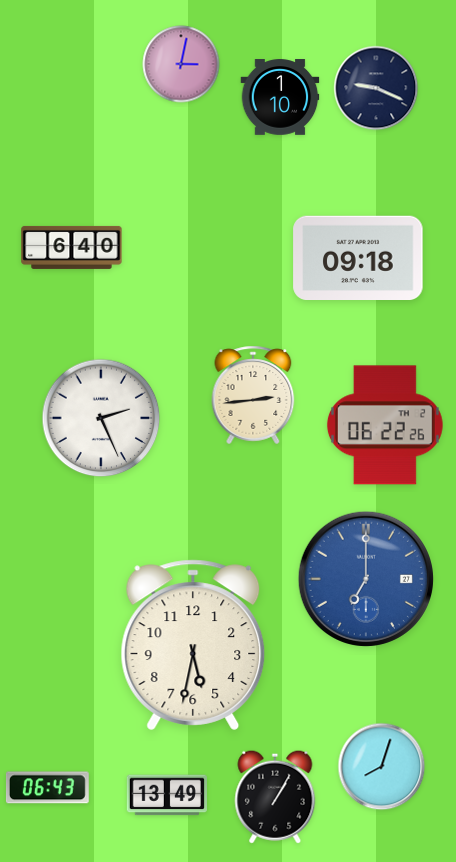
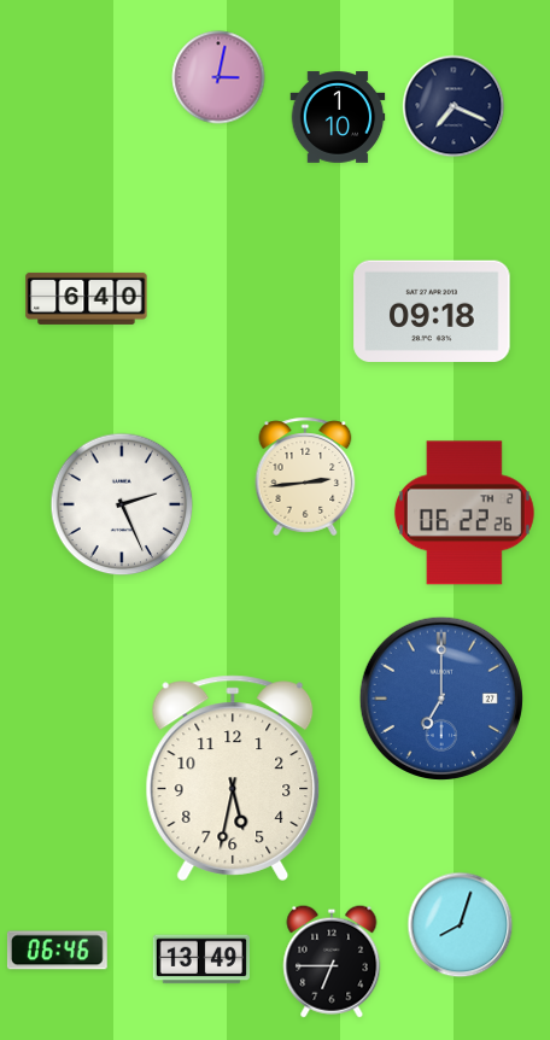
clock at (376, 88): 9:19 -> 7:19
clock at (47, 788): 06:43 -> 06:46
clock at (275, 797): 1:05 -> 6:45
